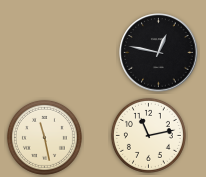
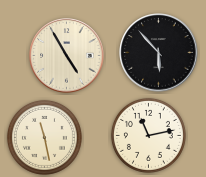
clock at (159, 53): 12:47 -> 5:53
clock at (67, 56): none -> 4:55
